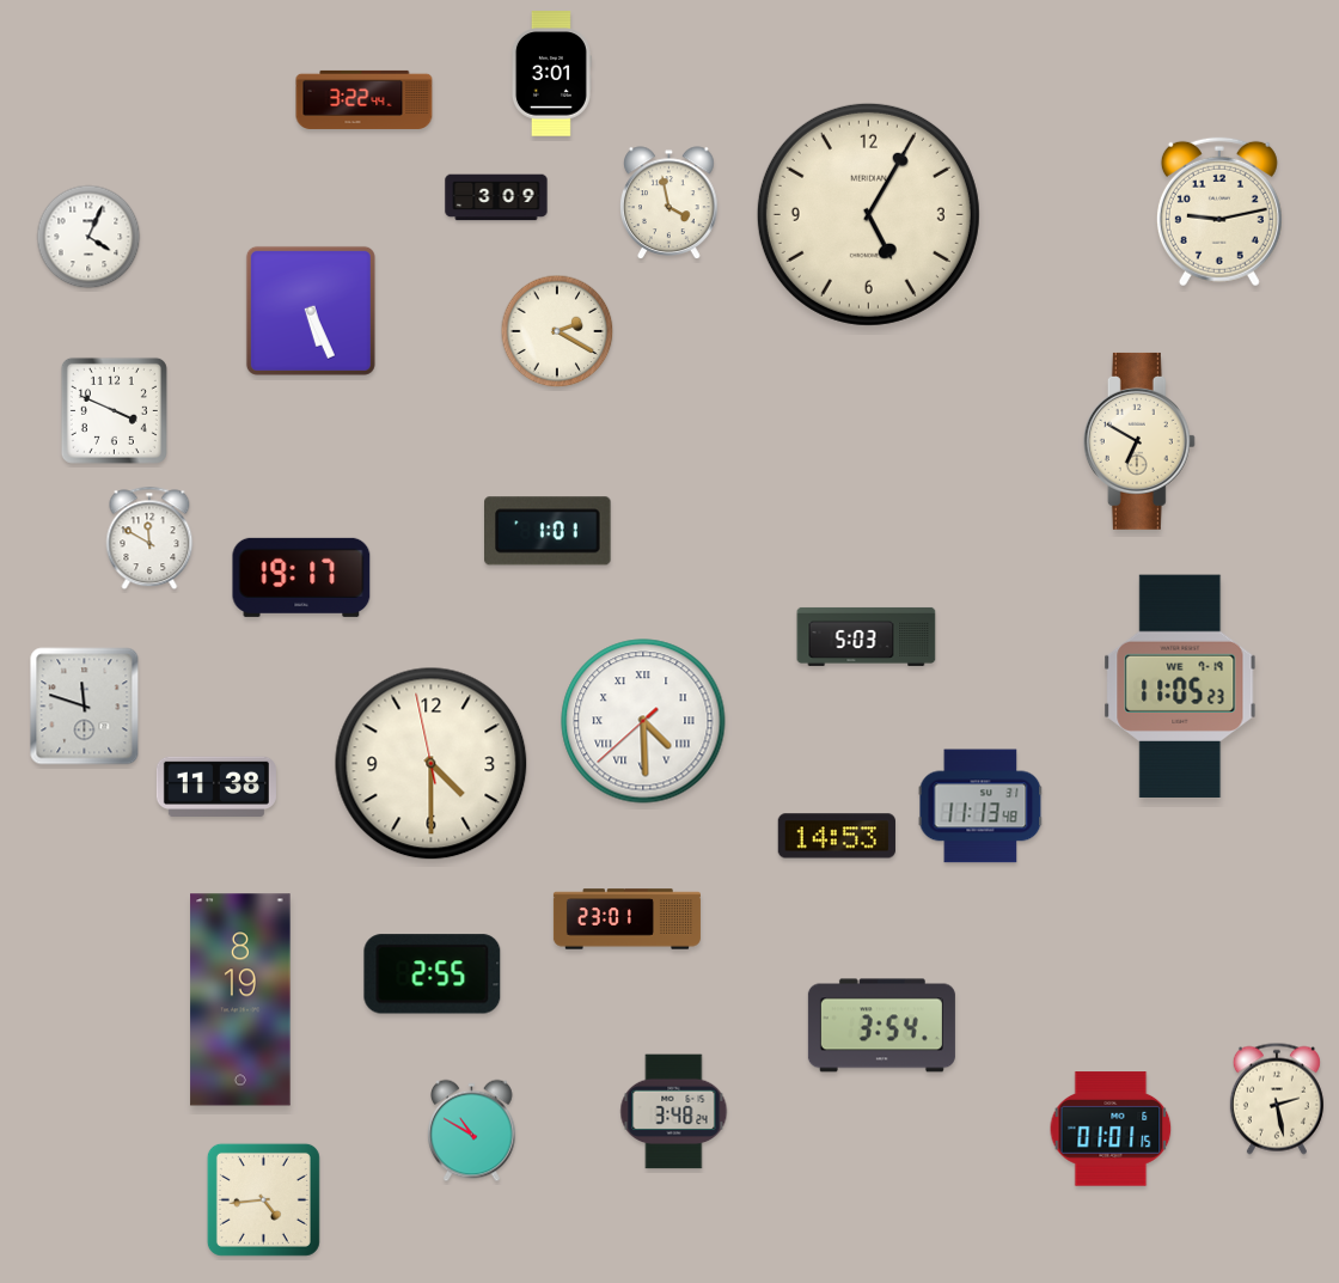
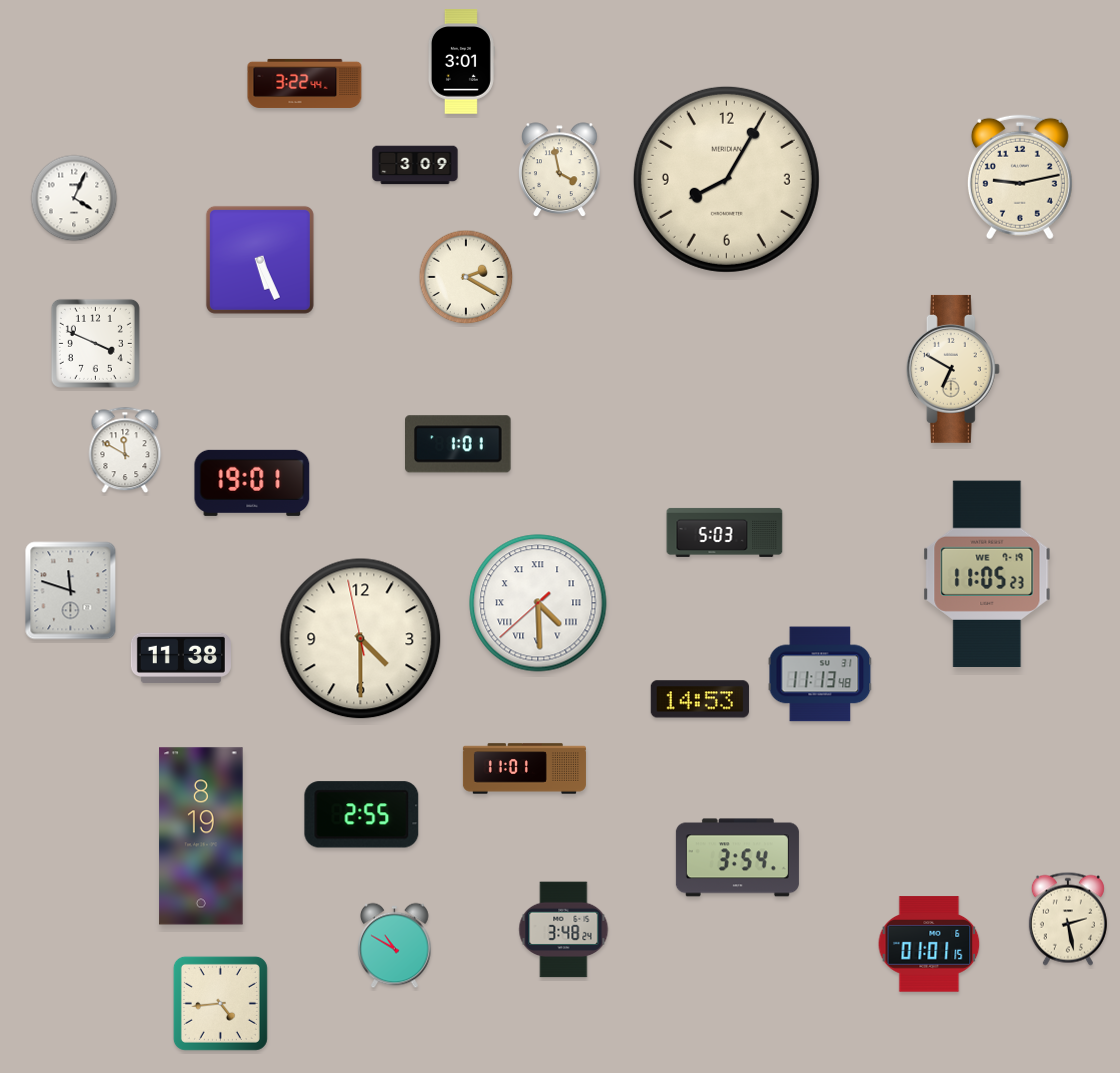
clock at (868, 214): 5:05 -> 8:05
clock at (301, 578): 19:17 -> 19:01
clock at (626, 920): 23:01 -> 11:01
